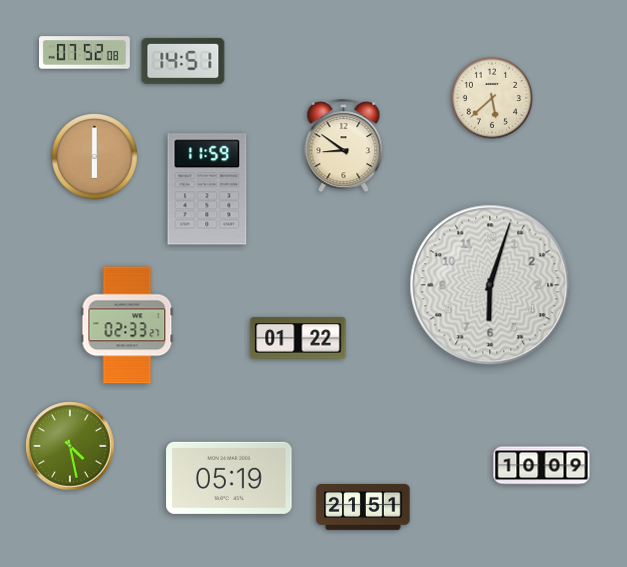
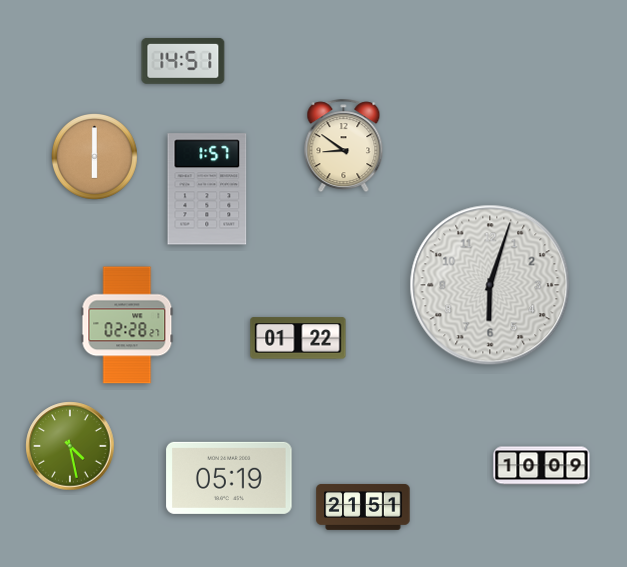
clock at (85, 53): 07:52 -> none
clock at (492, 98): 5:38 -> none
clock at (207, 189): 11:59 -> 1:57
clock at (127, 325): 02:33 -> 02:28
